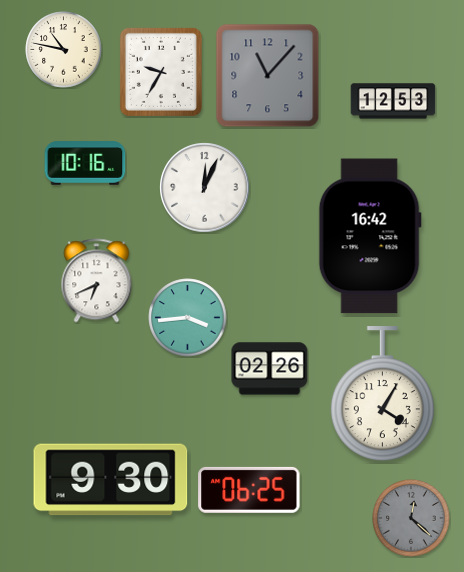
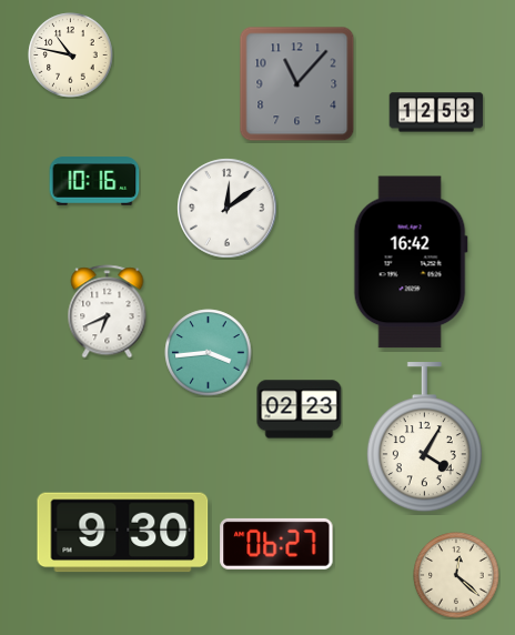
clock at (161, 72): 9:35 -> none
clock at (205, 188): 12:04 -> 12:09
clock at (270, 369): 02:26 -> 02:23
clock at (249, 490): 06:25 -> 06:27
clock at (411, 518) dial: grey -> cream
